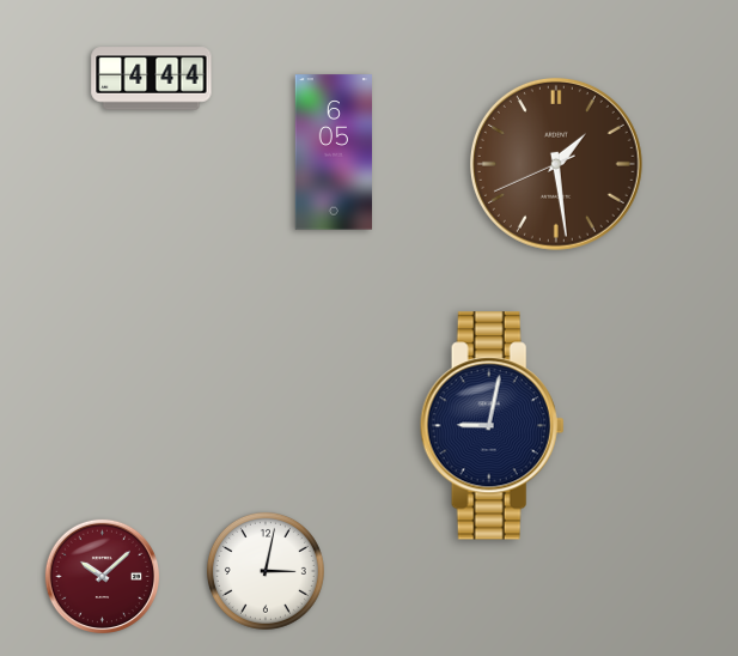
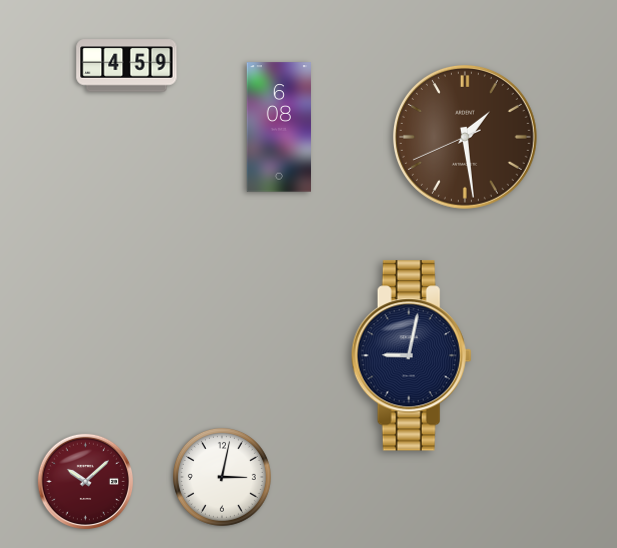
clock at (152, 79): 4:44 -> 4:59
clock at (333, 152): 6:05 -> 6:08
